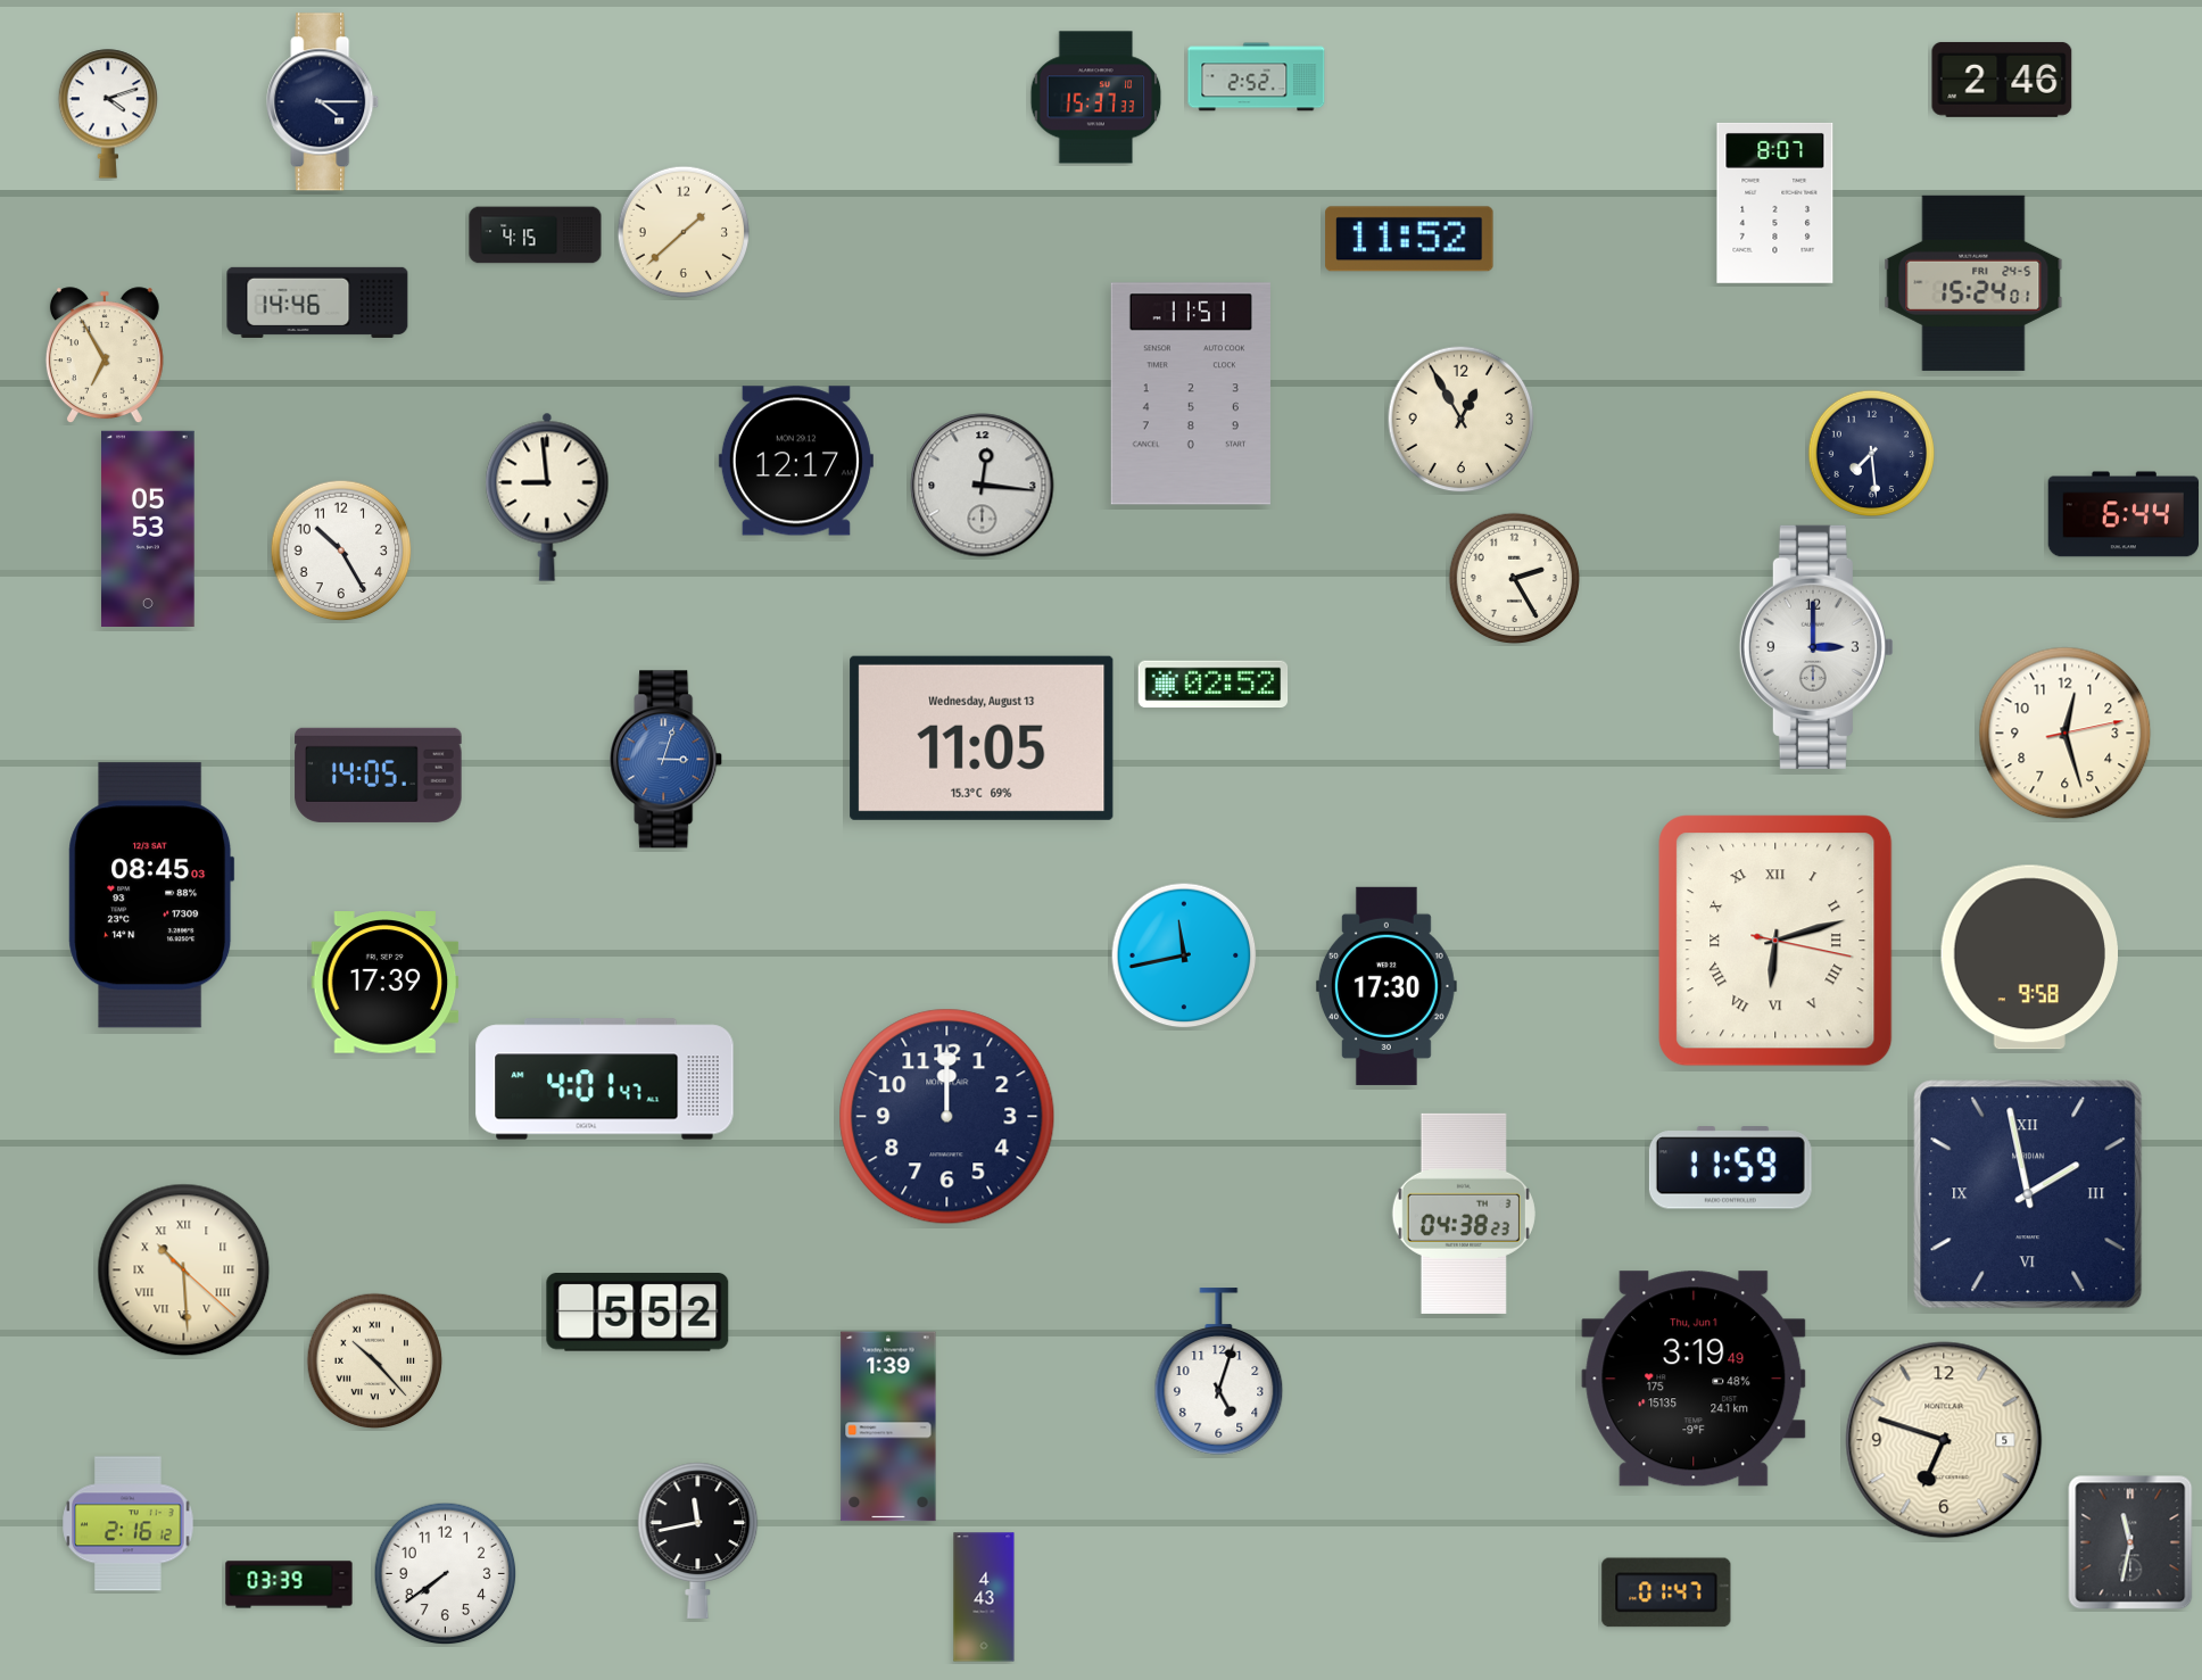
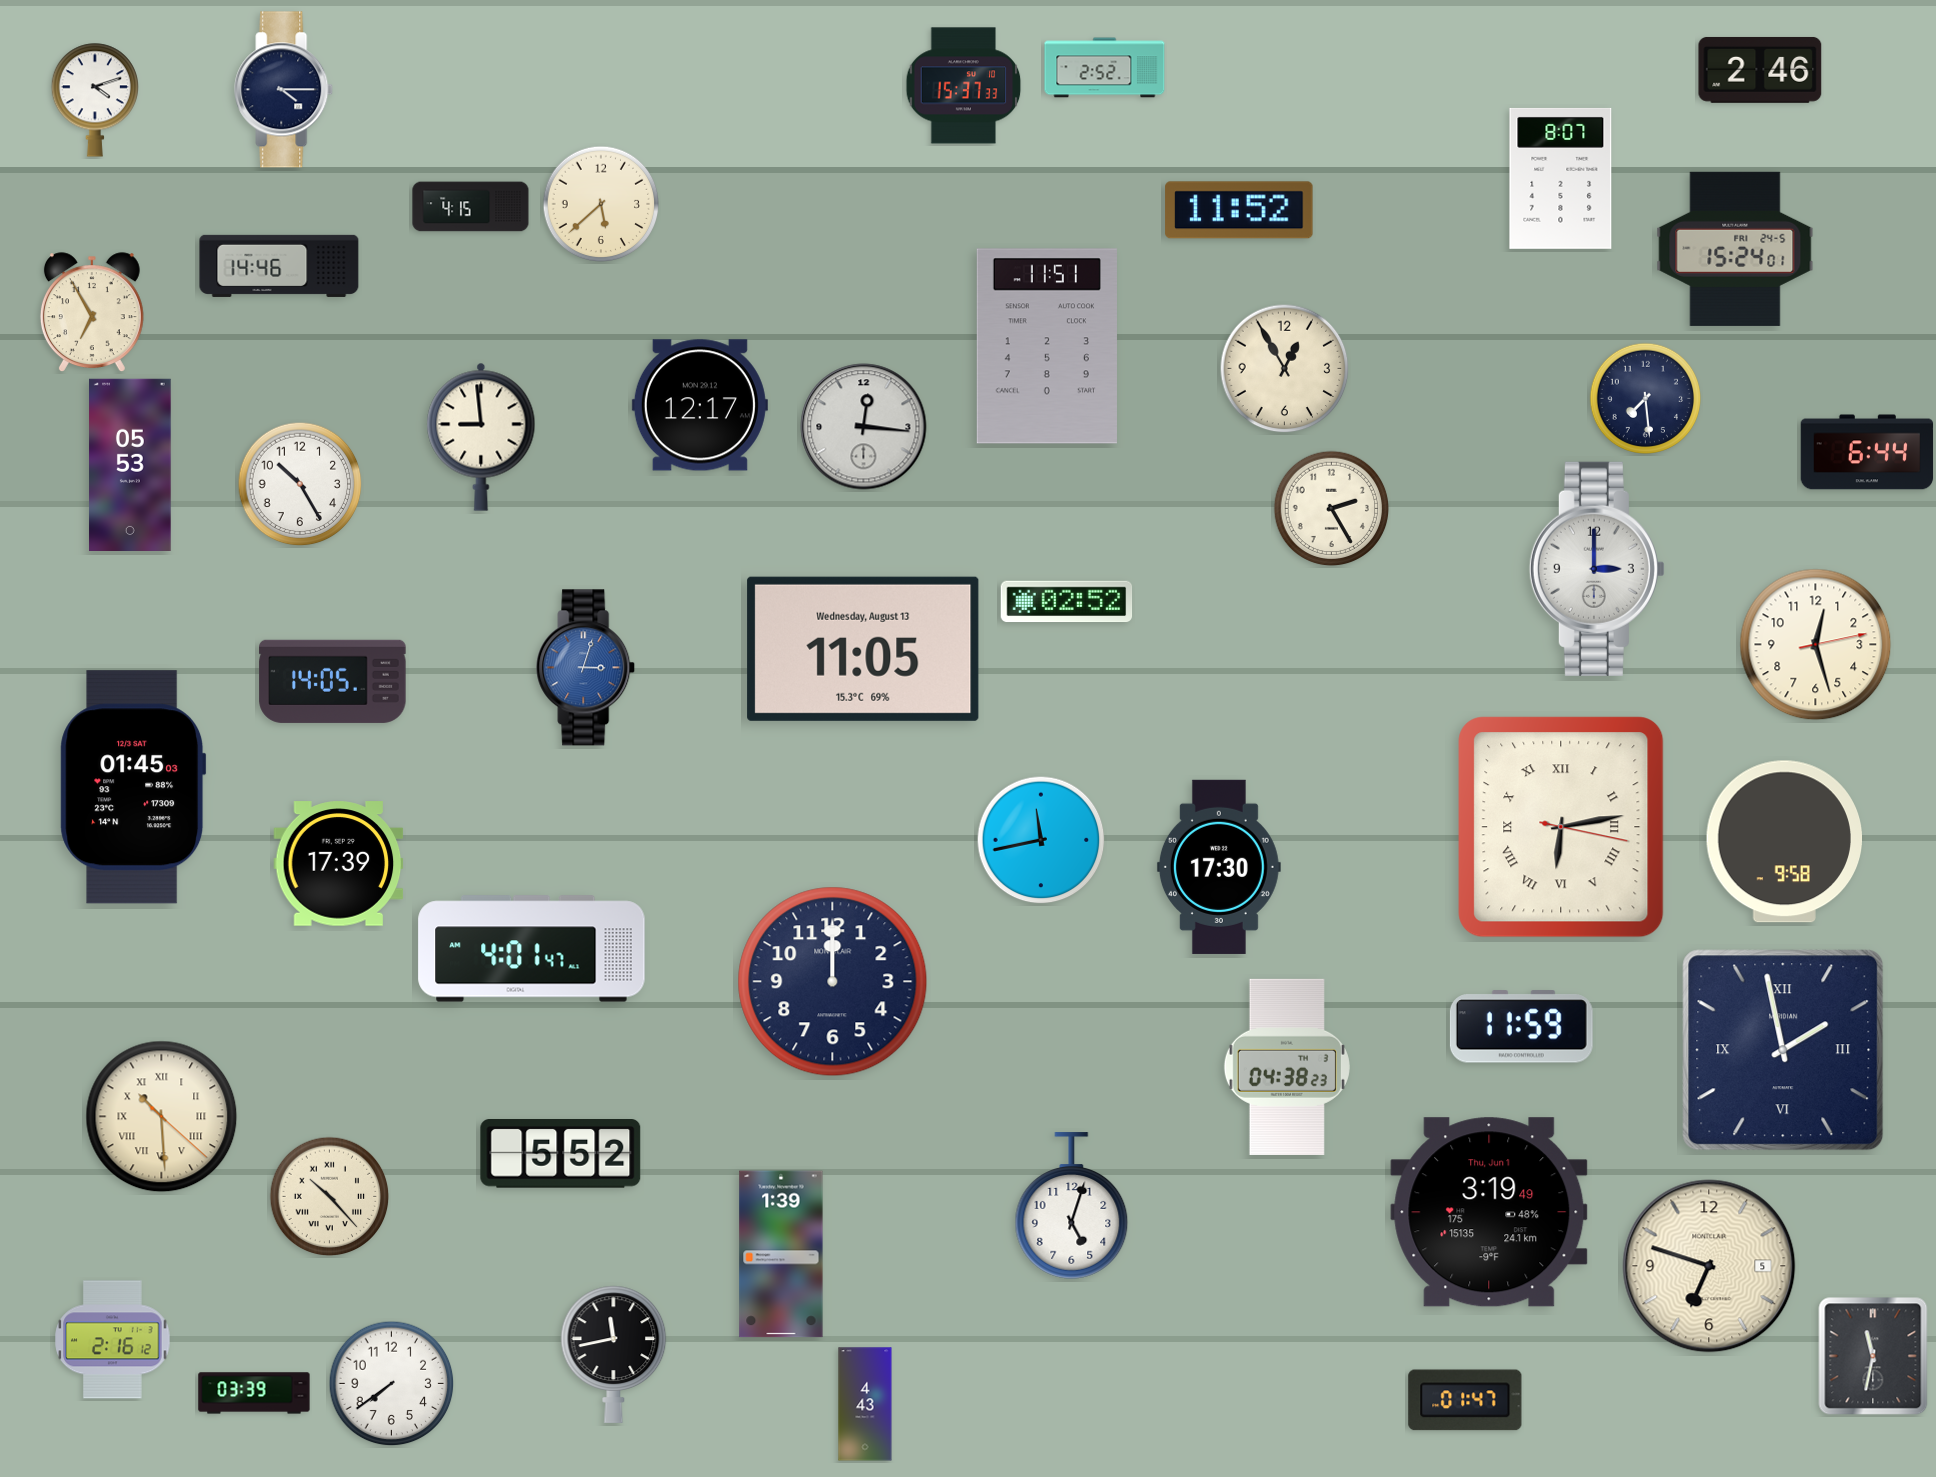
clock at (684, 232): 1:38 -> 5:38
clock at (151, 895): 08:45 -> 01:45
clock at (1775, 941): 6:12 -> 6:13
